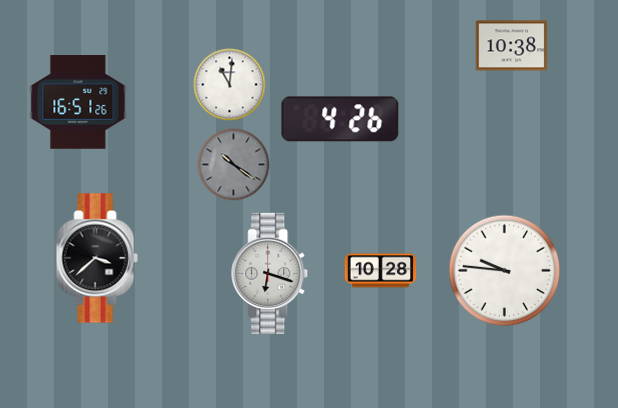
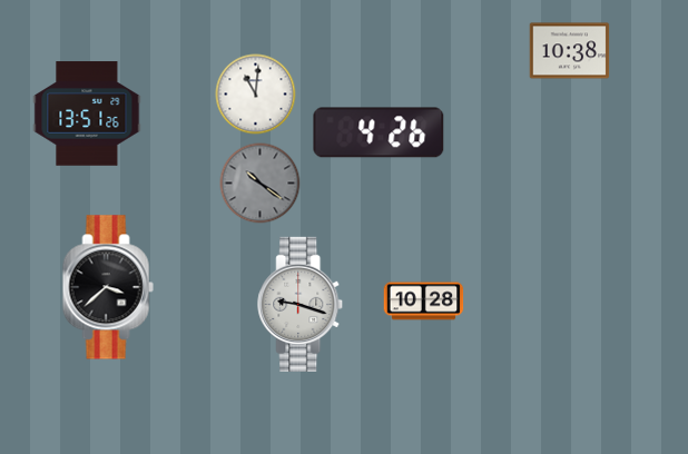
clock at (78, 102): 16:51 -> 13:51
clock at (505, 271): 9:46 -> none
clock at (270, 273): 6:18 -> 9:18
